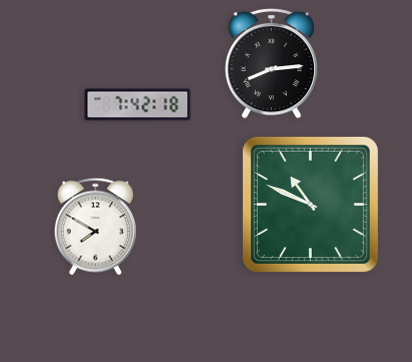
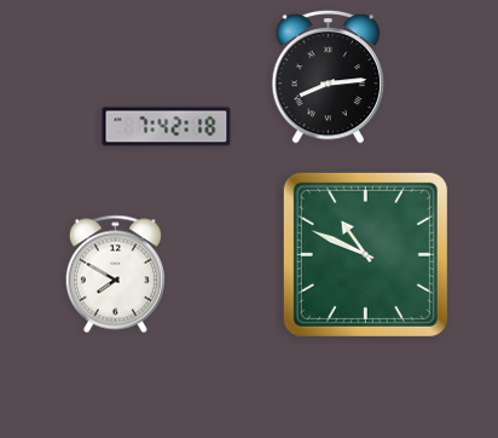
clock at (310, 204) position: (310, 204) -> (365, 254)
